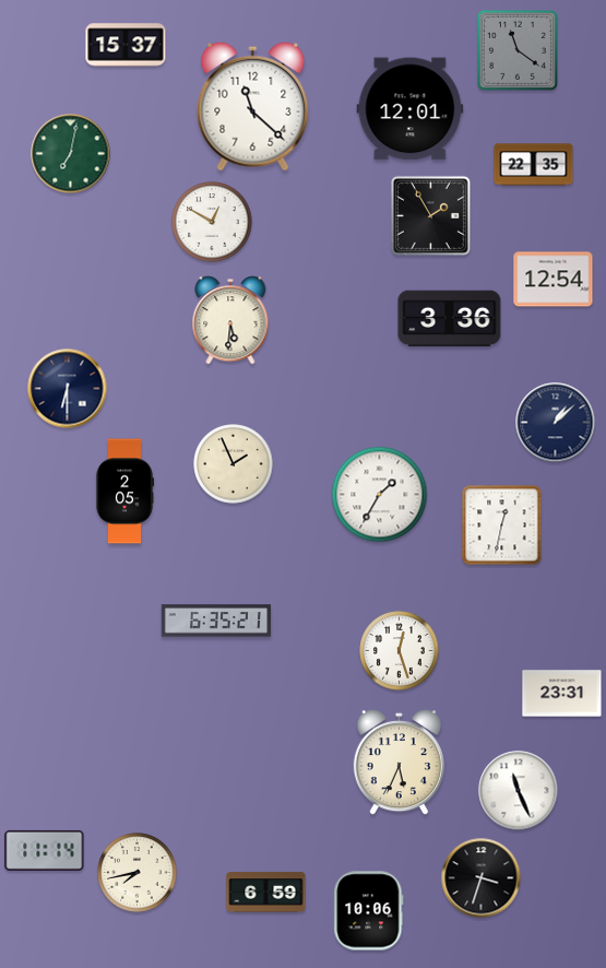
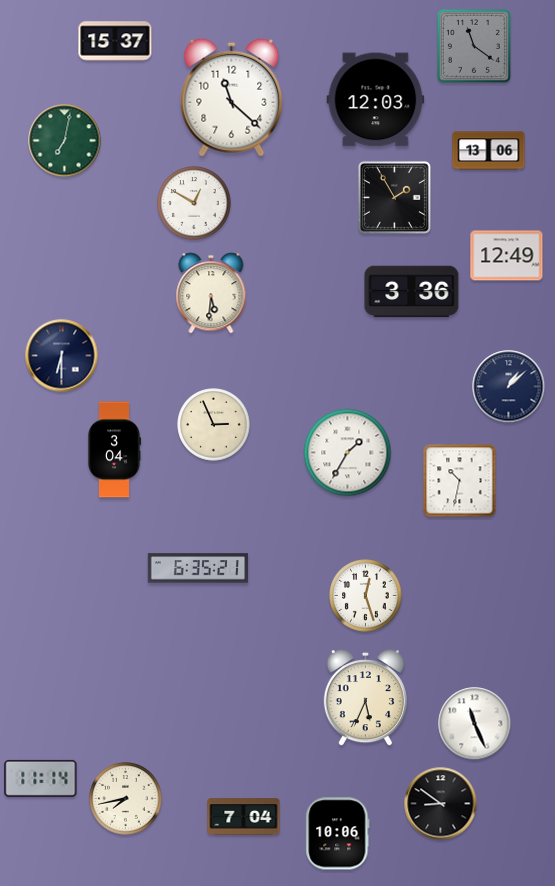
clock at (411, 109): 12:01 -> 12:03
clock at (534, 165): 22:35 -> 13:06
clock at (554, 280): 12:54 -> 12:49
clock at (234, 464): 1:56 -> 2:56
clock at (124, 492): 2:05 -> 3:04
clock at (502, 526): 12:32 -> 10:32
clock at (562, 694): 23:31 -> none
clock at (482, 878): 3:33 -> 8:51
clock at (266, 893): 6:59 -> 7:04
